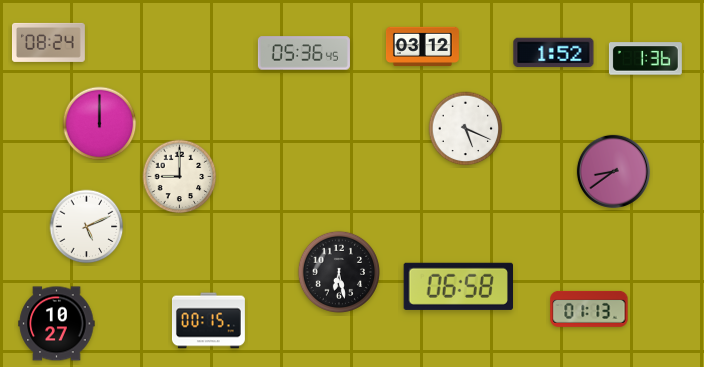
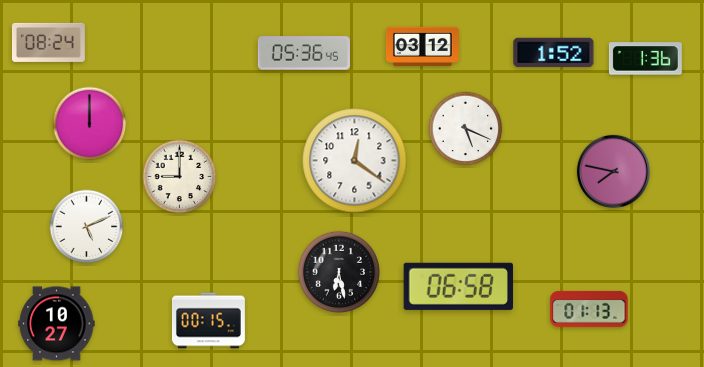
clock at (100, 124) position: (100, 124) -> (90, 124)
clock at (355, 161): none -> 12:21
clock at (613, 171): 8:39 -> 7:47
